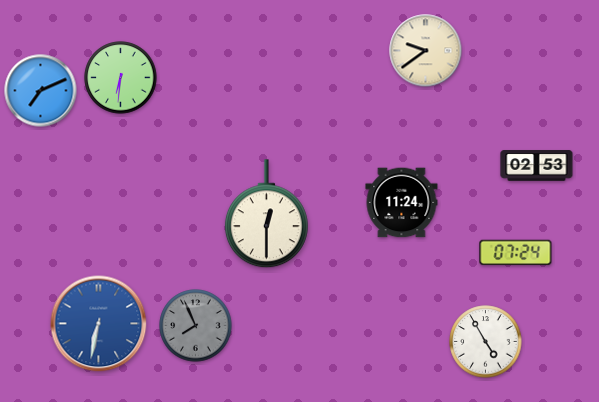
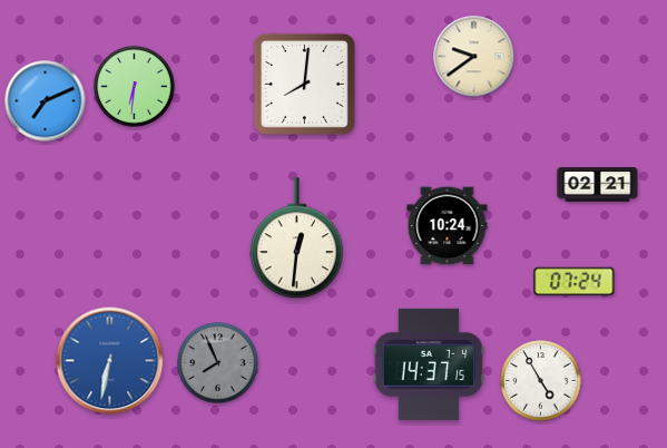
clock at (304, 84): none -> 8:01
clock at (537, 166): 02:53 -> 02:21
clock at (402, 203): 11:24 -> 10:24
clock at (266, 214): 12:30 -> 12:31
clock at (429, 364): none -> 14:37
